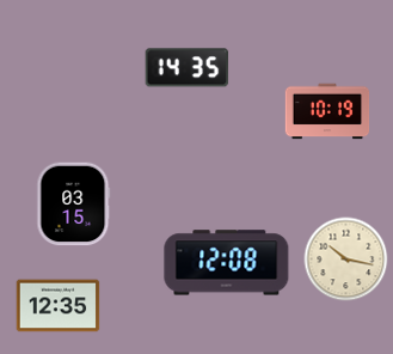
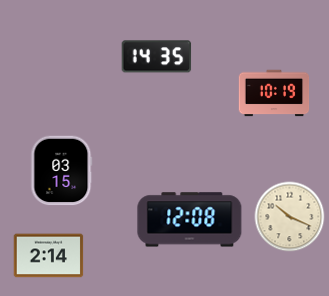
clock at (346, 260): 10:17 -> 10:19
clock at (59, 306): 12:35 -> 2:14
